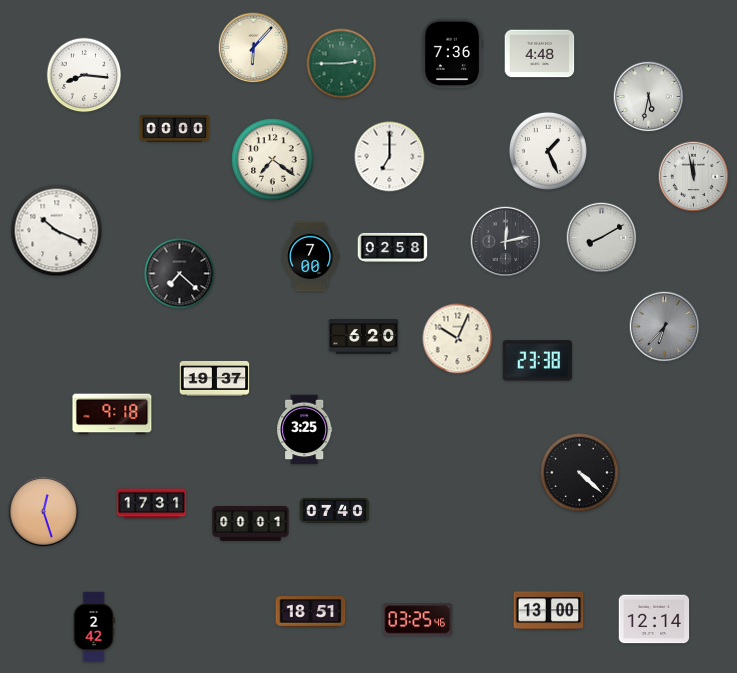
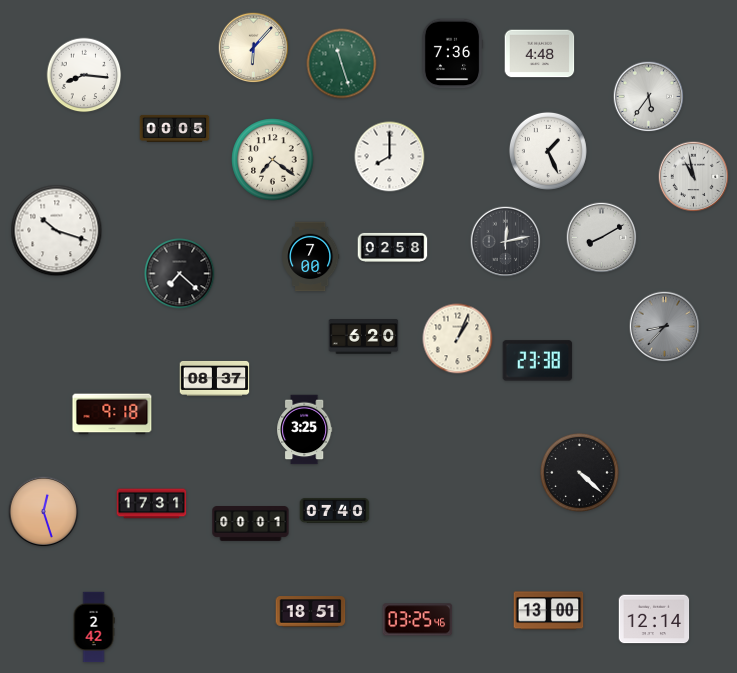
clock at (342, 64): 2:45 -> 11:27
clock at (649, 97): 5:32 -> 5:36
clock at (175, 128): 00:00 -> 00:05
clock at (390, 157): 7:00 -> 8:00
clock at (694, 177): 11:58 -> 10:58
clock at (57, 231): 10:19 -> 10:18
clock at (665, 327): 6:37 -> 8:37
clock at (458, 339): 10:04 -> 1:04
clock at (215, 378): 19:37 -> 08:37
